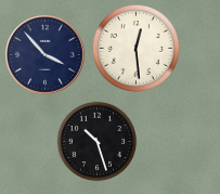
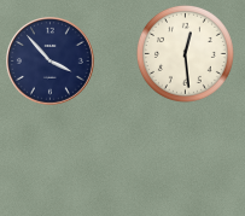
clock at (135, 48) position: (135, 48) -> (185, 53)
clock at (98, 142): 10:27 -> none
